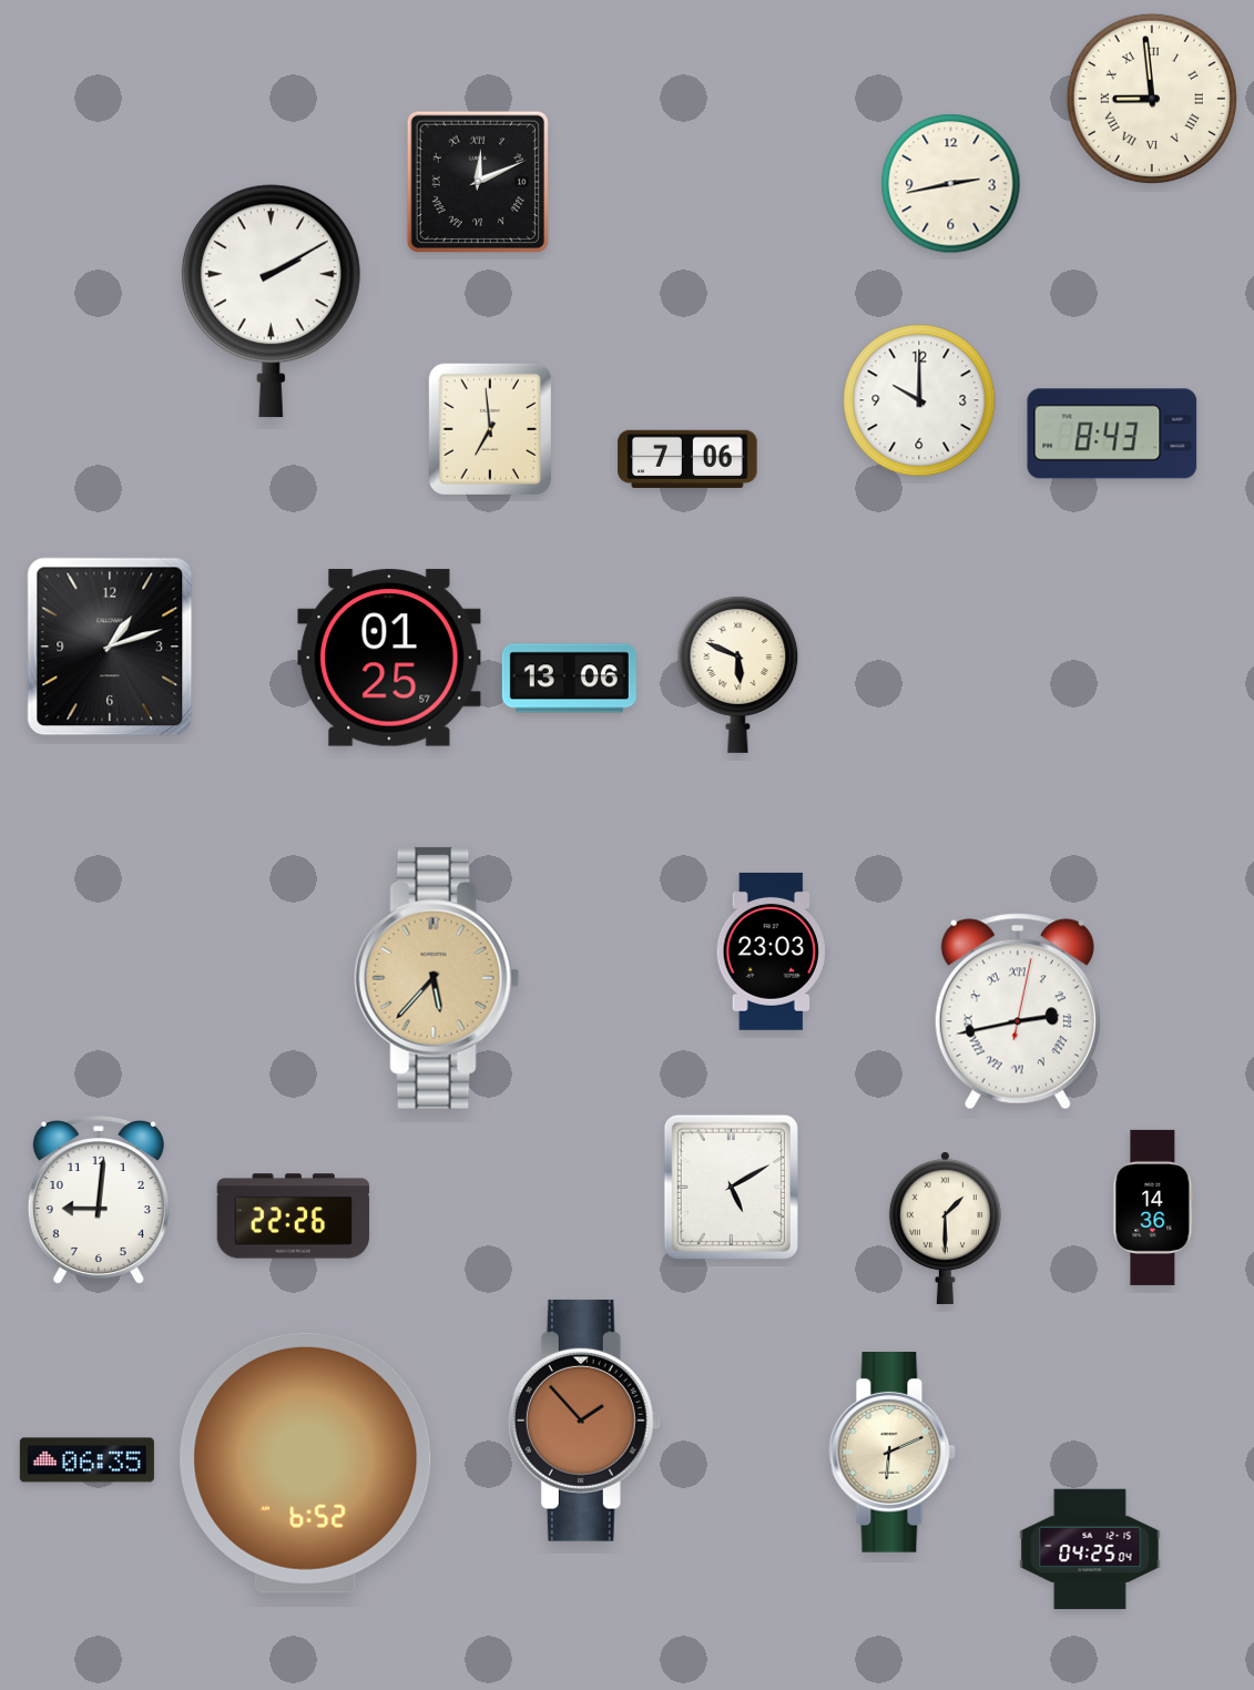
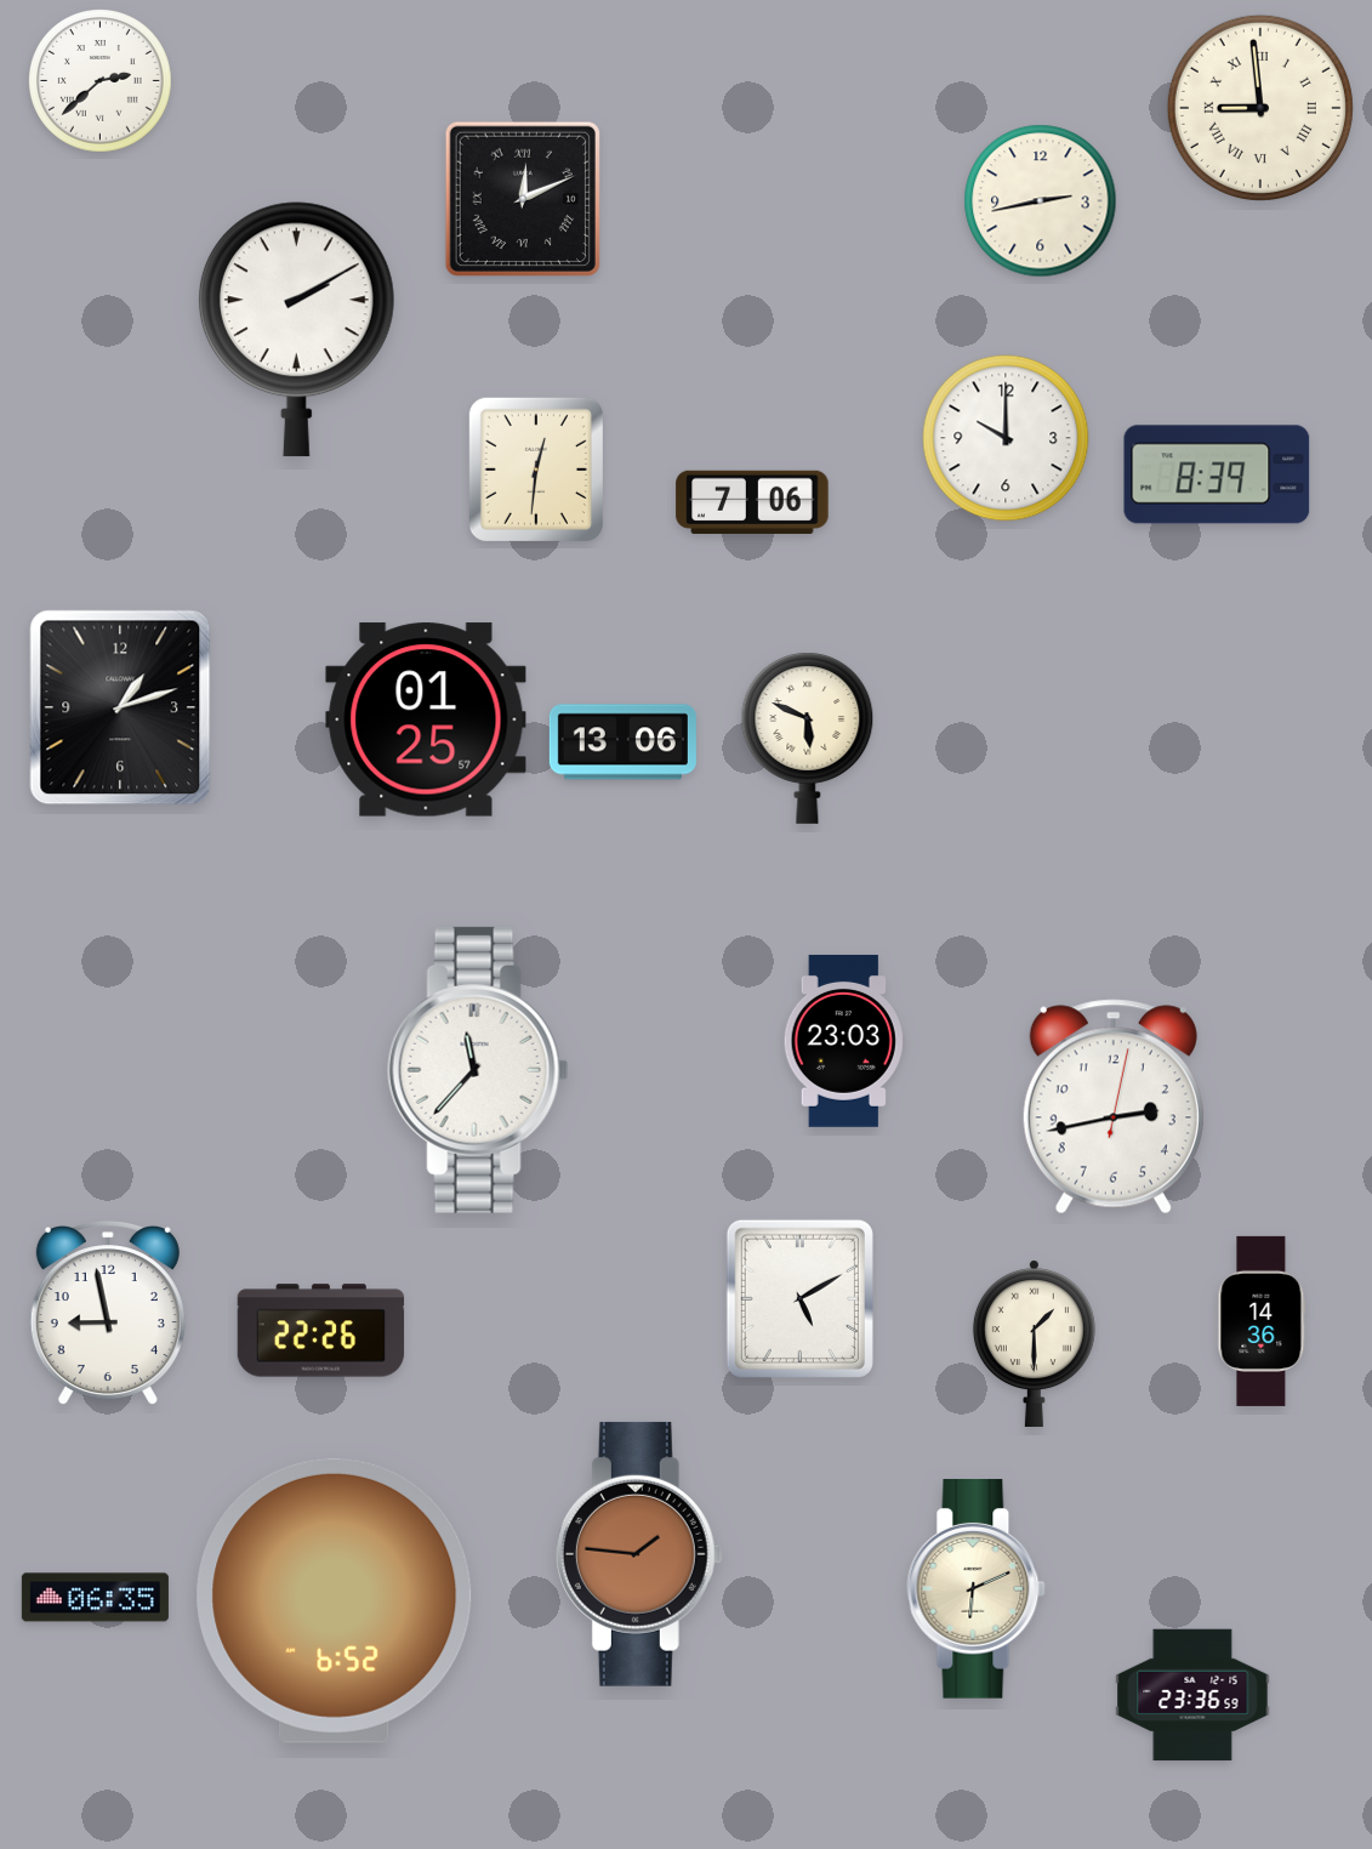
clock at (101, 81): none -> 2:38
clock at (490, 429): 6:59 -> 12:31
clock at (1112, 434): 8:43 -> 8:39
clock at (437, 978): 5:37 -> 11:37
clock at (437, 978) dial: champagne -> white
clock at (1018, 1011) numerals: Roman -> Arabic
clock at (99, 1201): 9:01 -> 8:58
clock at (584, 1421): 1:53 -> 1:46
clock at (1090, 1549): 04:25 -> 23:36
